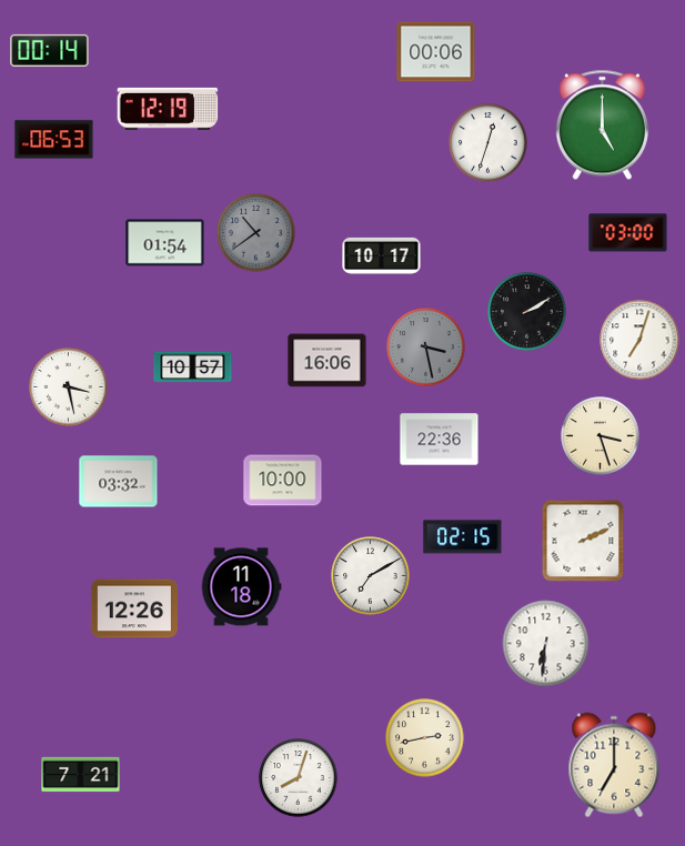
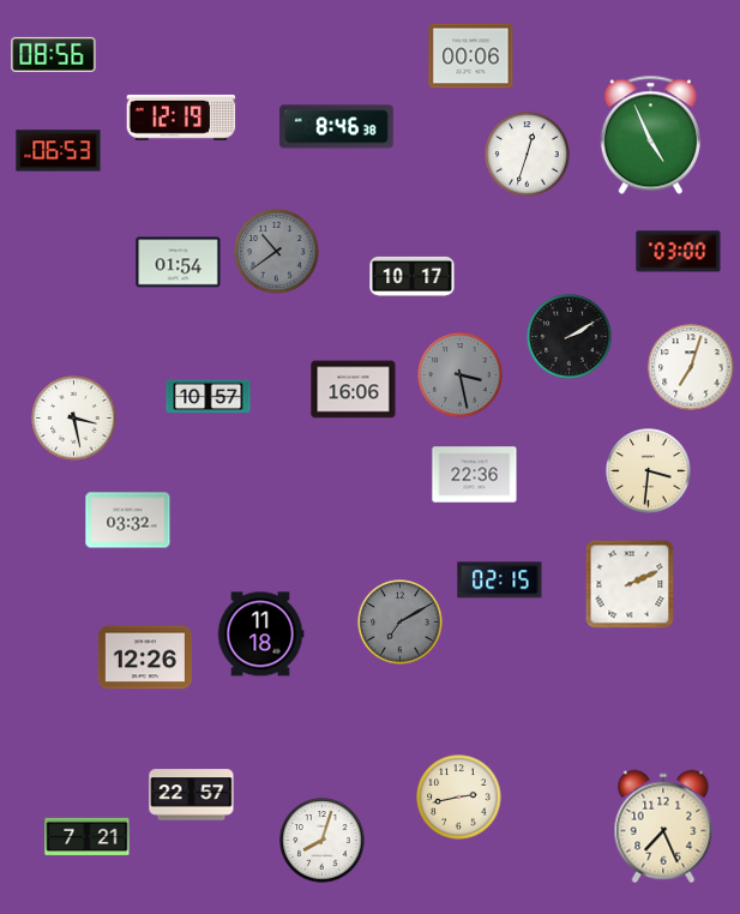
clock at (50, 50): 00:14 -> 08:56
clock at (337, 127): none -> 8:46
clock at (602, 125): 5:00 -> 4:56
clock at (601, 436): 3:27 -> 3:31
clock at (283, 481): 10:00 -> none
clock at (371, 576) dial: white -> grey
clock at (546, 644): 6:31 -> none
clock at (192, 795): none -> 22:57
clock at (614, 765): 7:00 -> 7:26
